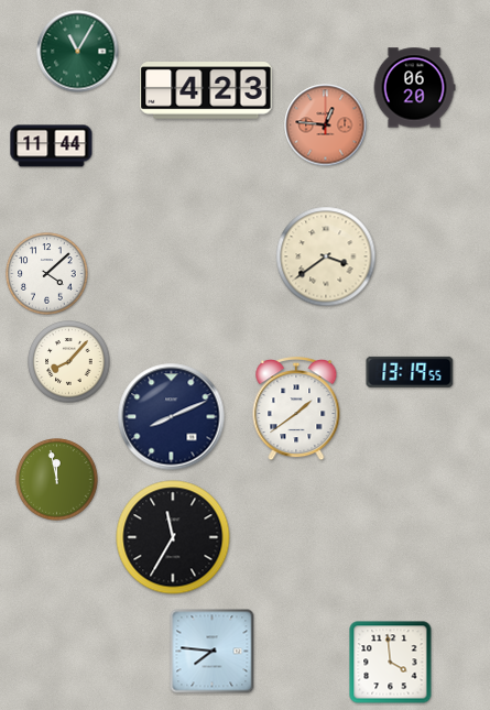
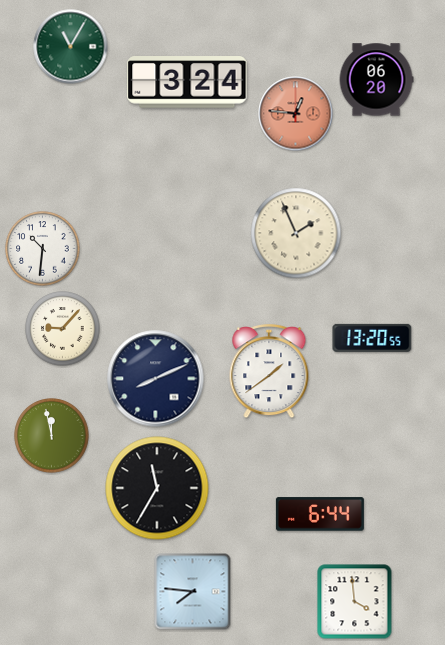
clock at (206, 90): 4:23 -> 3:24
clock at (52, 146): 11:44 -> none
clock at (326, 256): 3:39 -> 1:56
clock at (47, 274): 4:08 -> 10:31
clock at (69, 362): 8:07 -> 9:07
clock at (410, 372): 13:19 -> 13:20
clock at (320, 514): none -> 6:44
